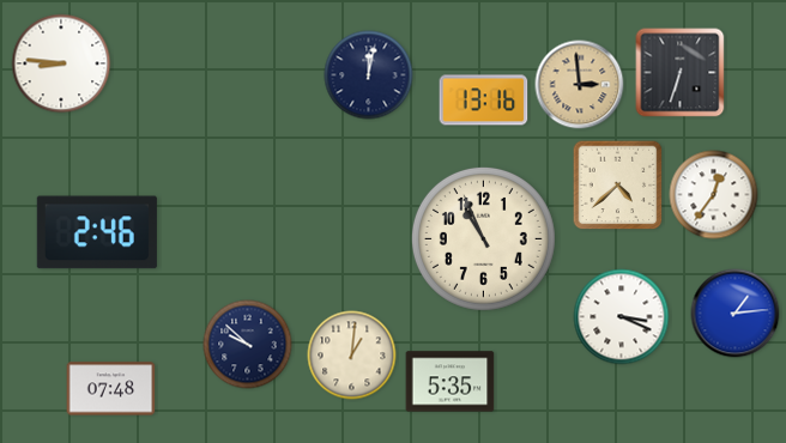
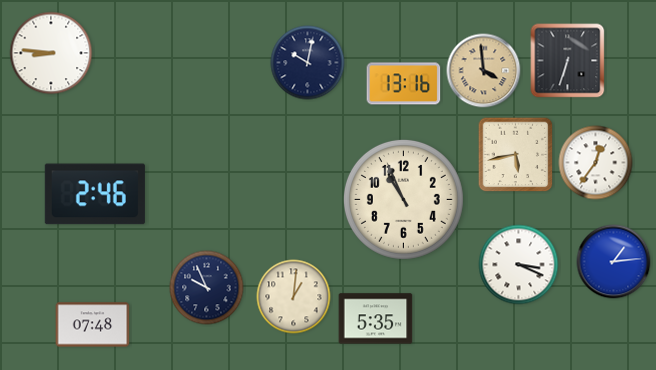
clock at (369, 75): 12:02 -> 10:02
clock at (580, 85): 2:59 -> 3:59
clock at (618, 186): 4:38 -> 5:43
clock at (97, 232) position: (97, 232) -> (95, 194)
clock at (248, 345): 9:52 -> 9:56
